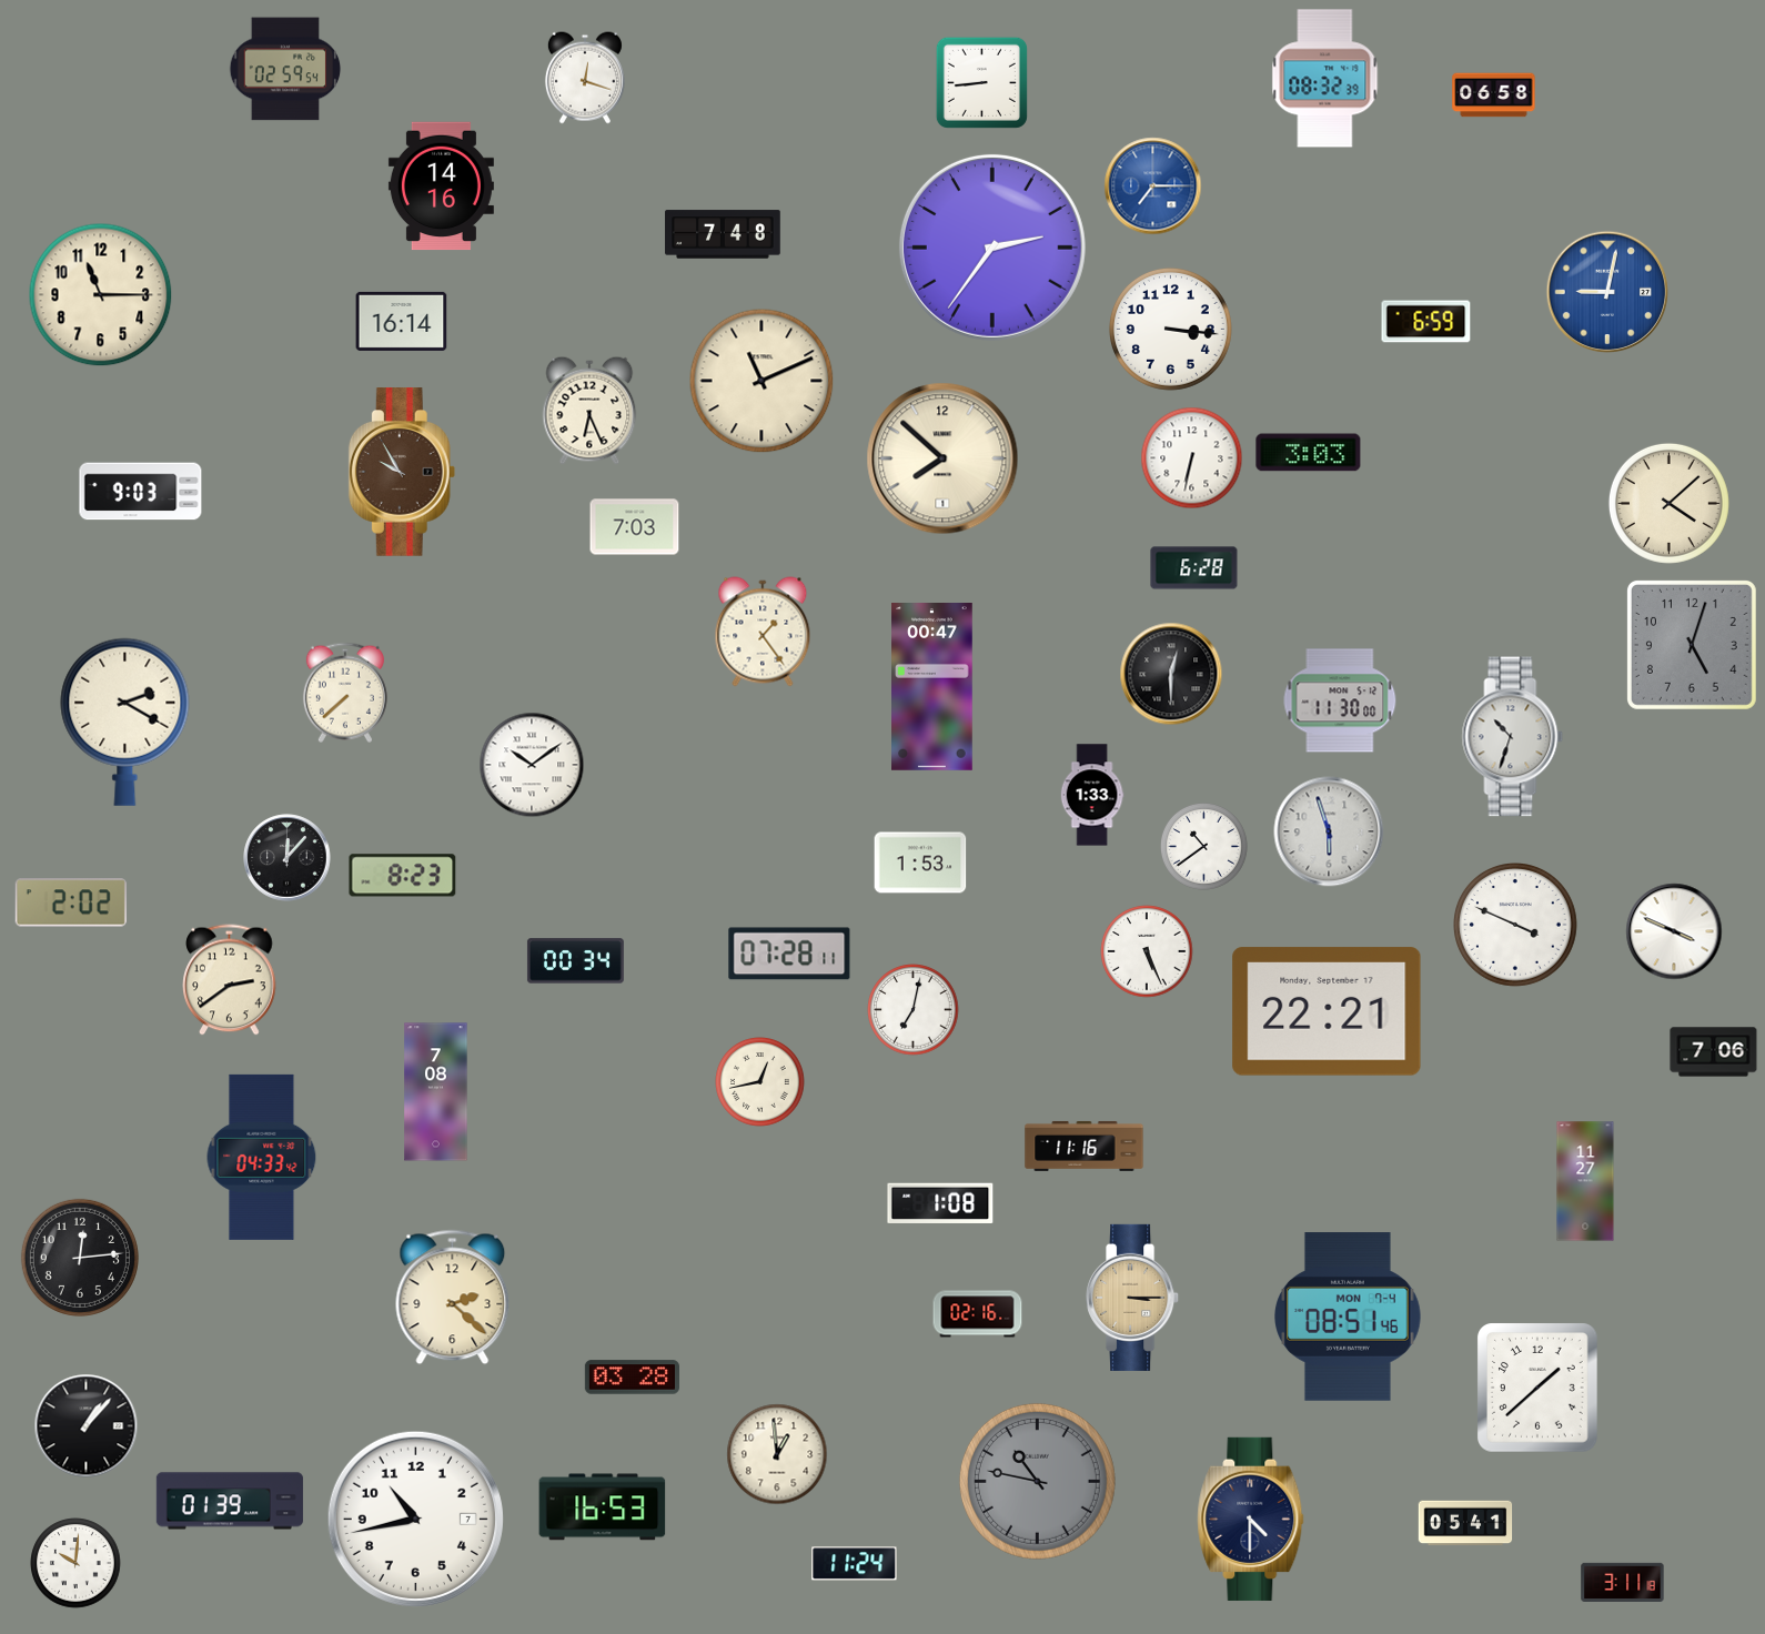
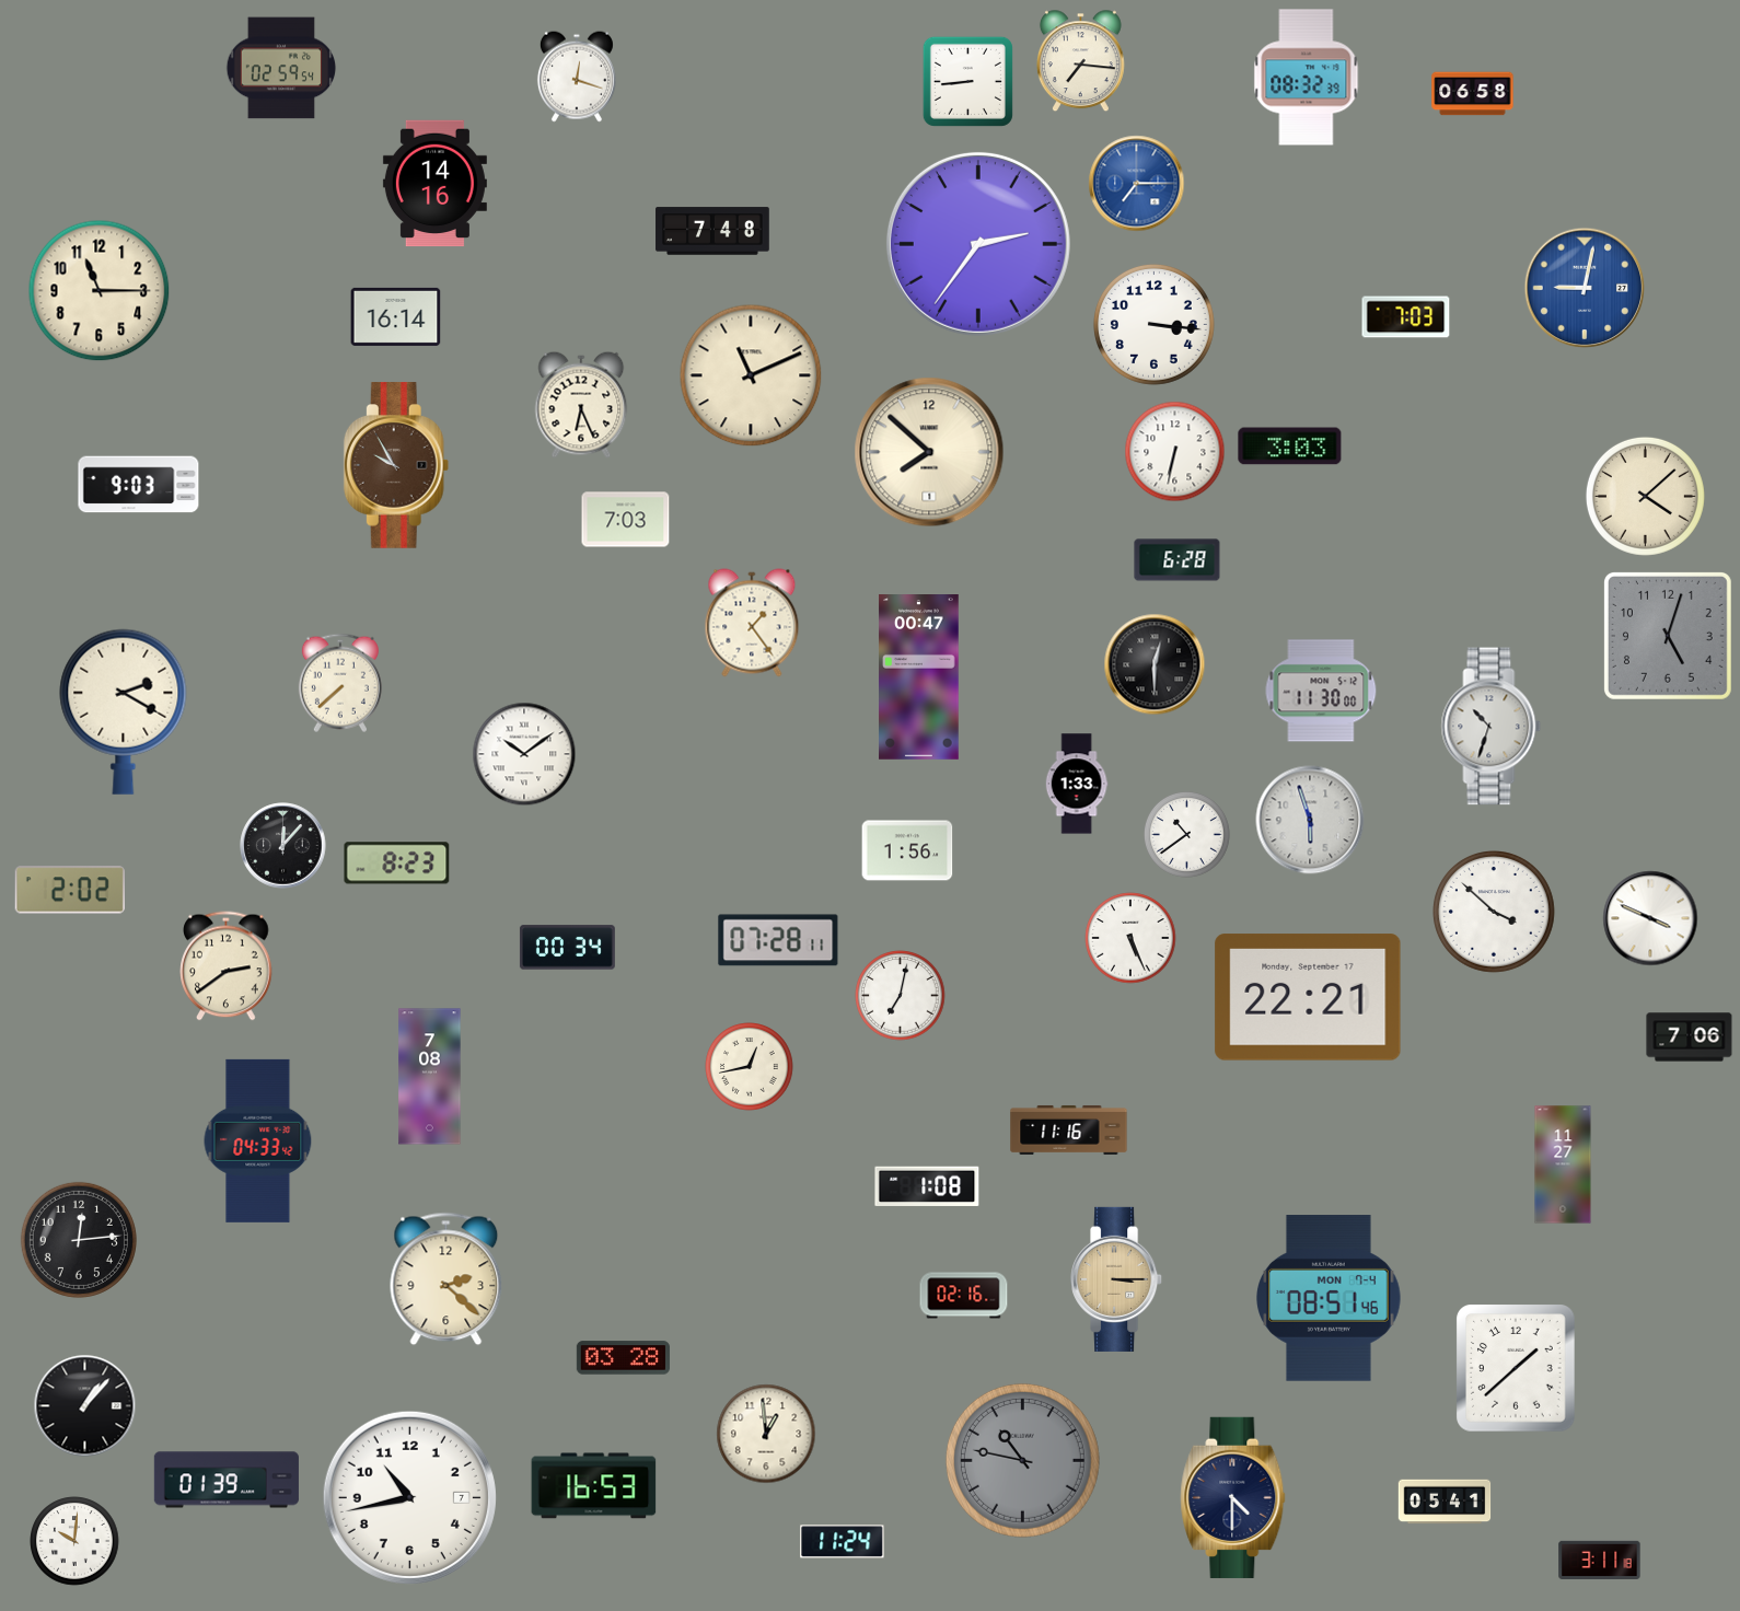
clock at (1080, 61): none -> 7:16
clock at (1426, 322): 6:59 -> 7:03
clock at (920, 863): 1:53 -> 1:56
clock at (1516, 926): 3:49 -> 3:52
